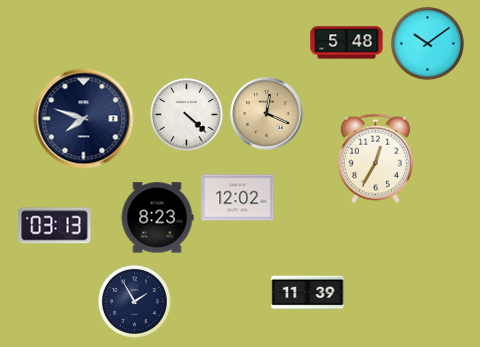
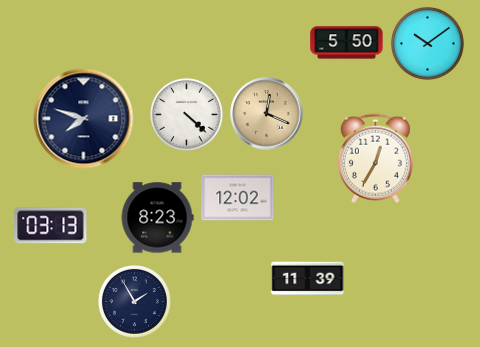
clock at (347, 43): 5:48 -> 5:50
clock at (55, 226) position: (55, 226) -> (51, 226)
clock at (308, 293) position: (308, 293) -> (308, 279)
